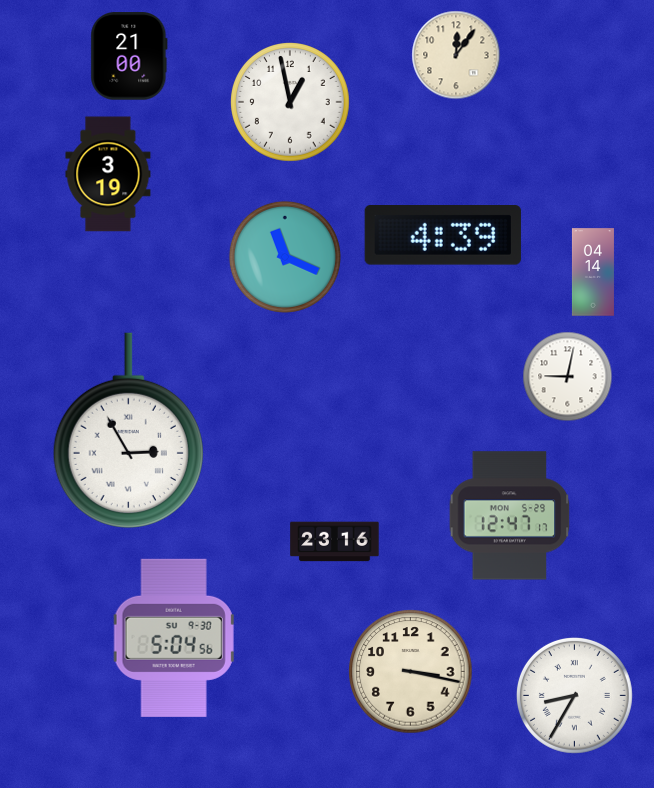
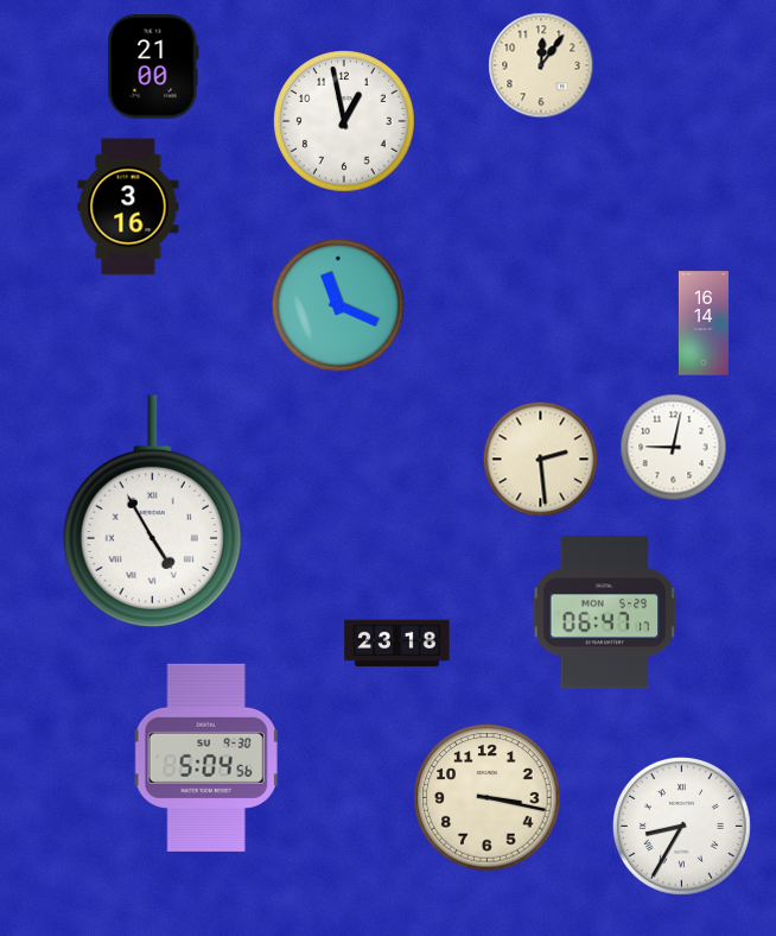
clock at (108, 174): 3:19 -> 3:16
clock at (443, 236): 4:39 -> none
clock at (593, 272): 04:14 -> 16:14
clock at (541, 460): none -> 2:29
clock at (128, 430): 2:55 -> 4:55
clock at (510, 516): 12:47 -> 06:47
clock at (335, 542): 23:16 -> 23:18
